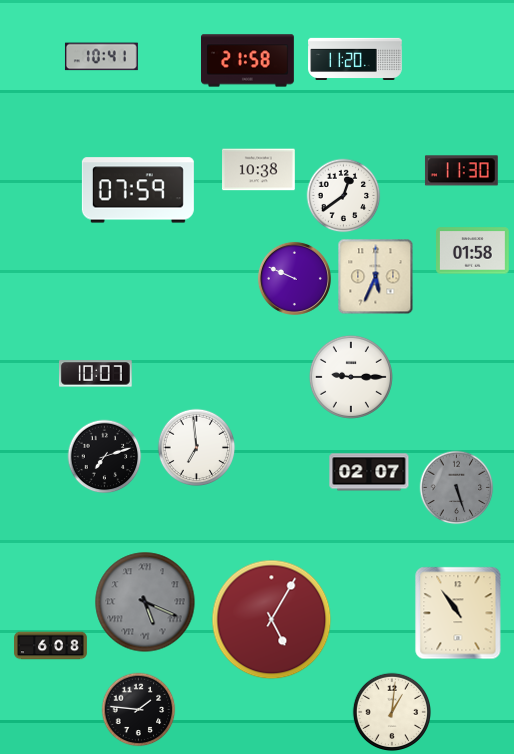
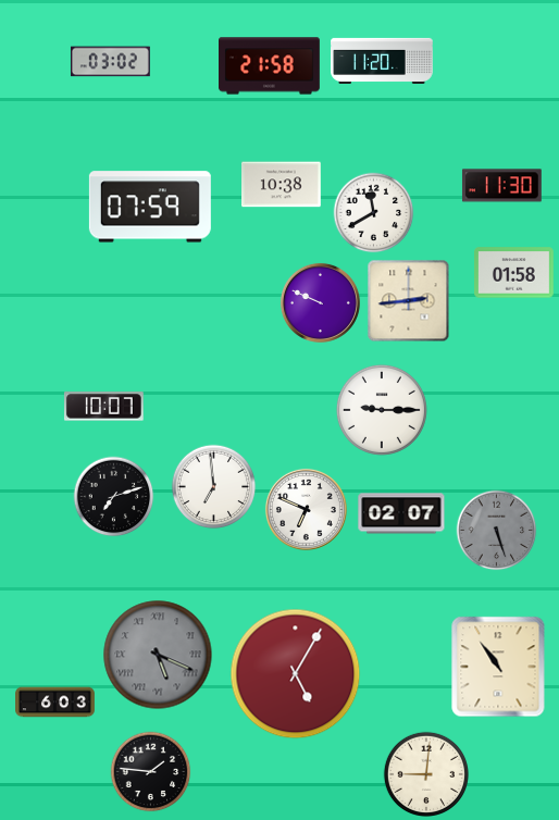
clock at (101, 57): 10:41 -> 03:02
clock at (355, 58) position: (355, 58) -> (382, 60)
clock at (344, 196): 12:39 -> 11:40
clock at (376, 277): 5:34 -> 2:44
clock at (306, 509): none -> 6:49
clock at (51, 646): 6:08 -> 6:03
clock at (391, 711): 1:01 -> 9:01
